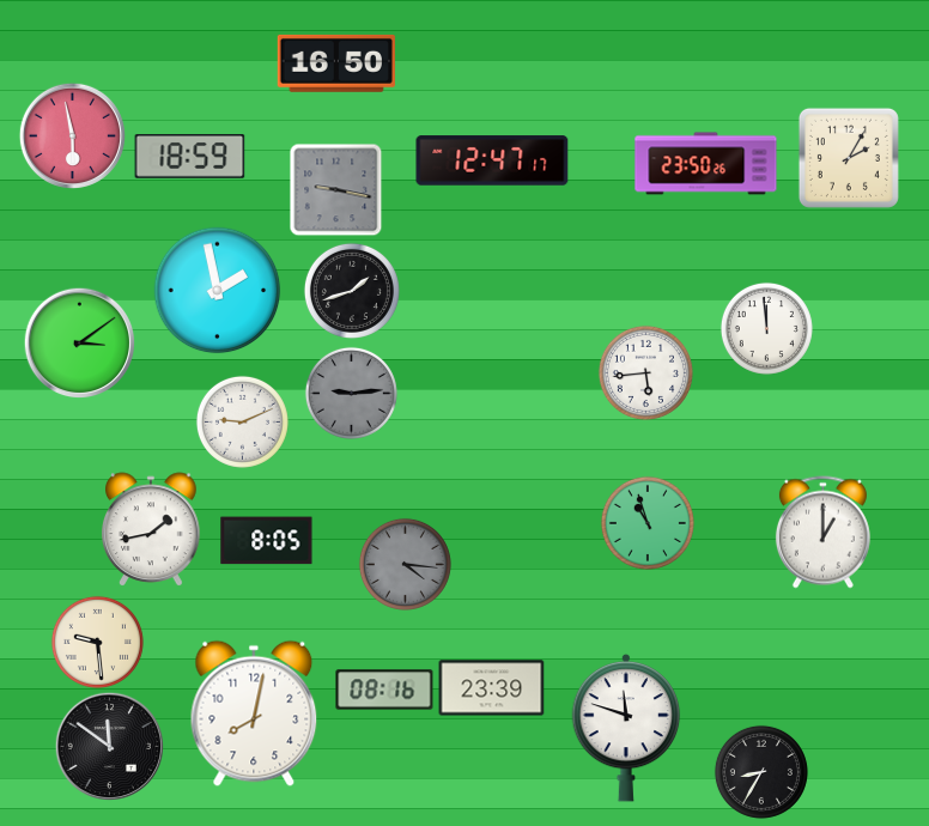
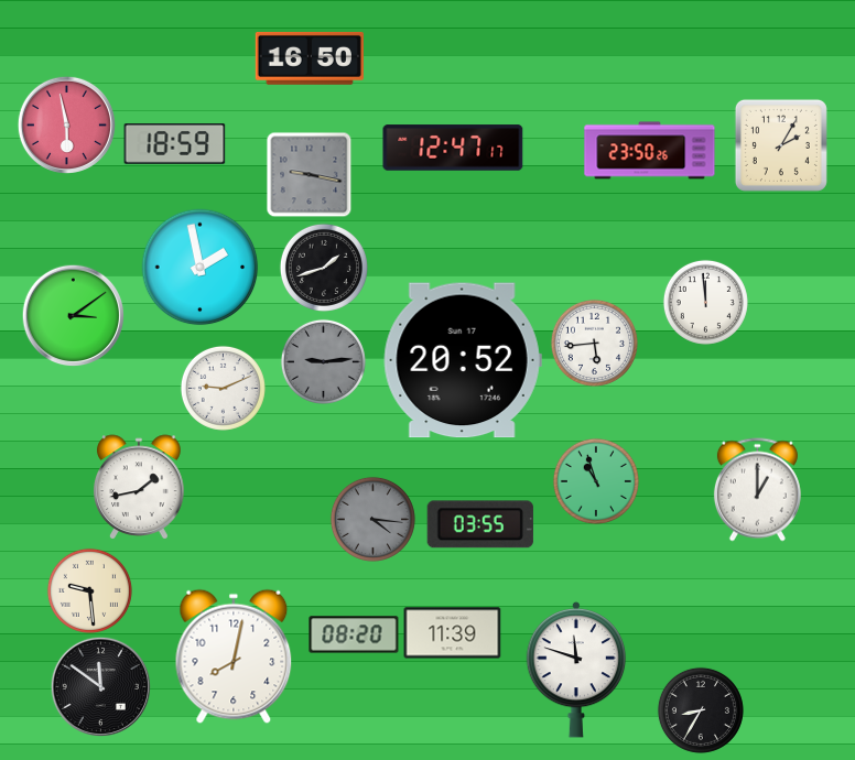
clock at (463, 360): none -> 20:52
clock at (267, 541): 8:05 -> none
clock at (480, 524): none -> 03:55
clock at (492, 688): 23:39 -> 11:39
clock at (384, 690): 08:16 -> 08:20
